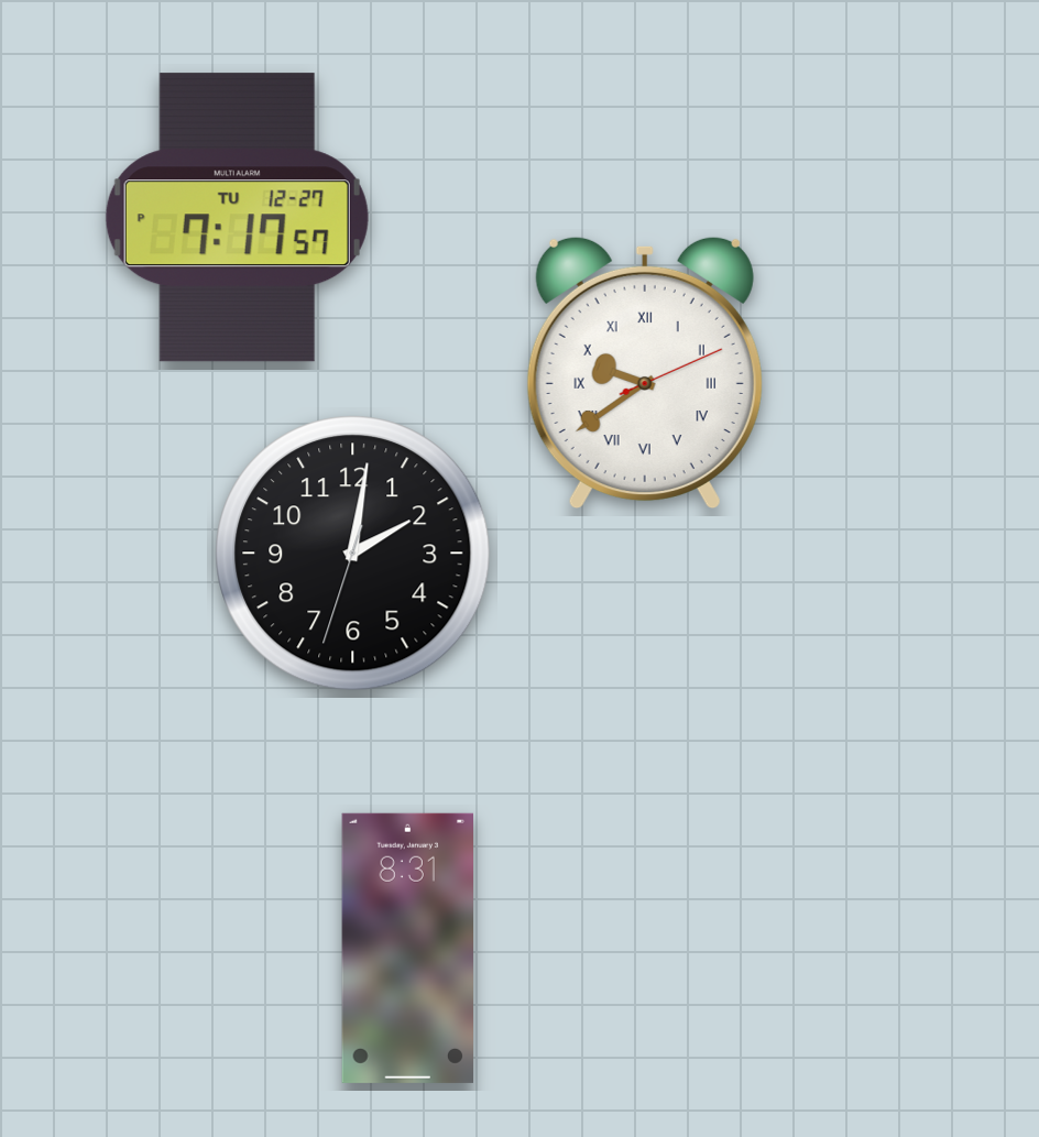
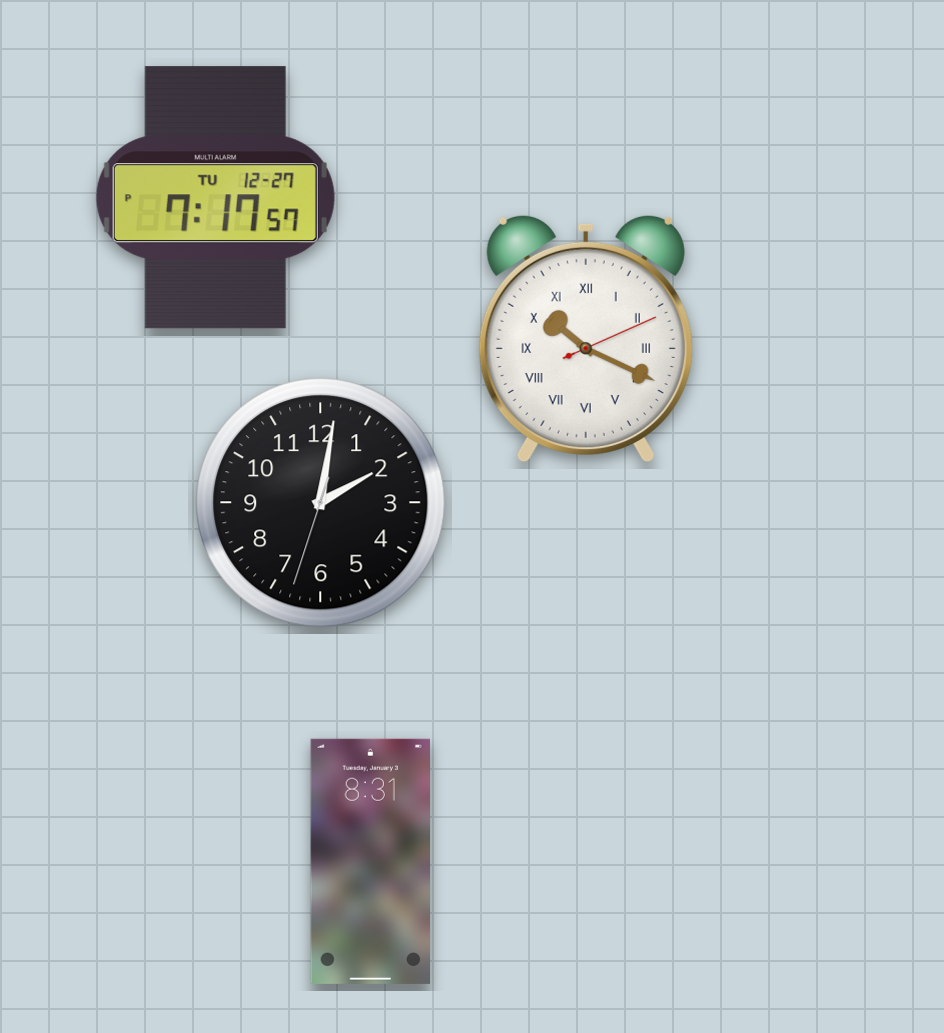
clock at (645, 373): 9:39 -> 10:19
